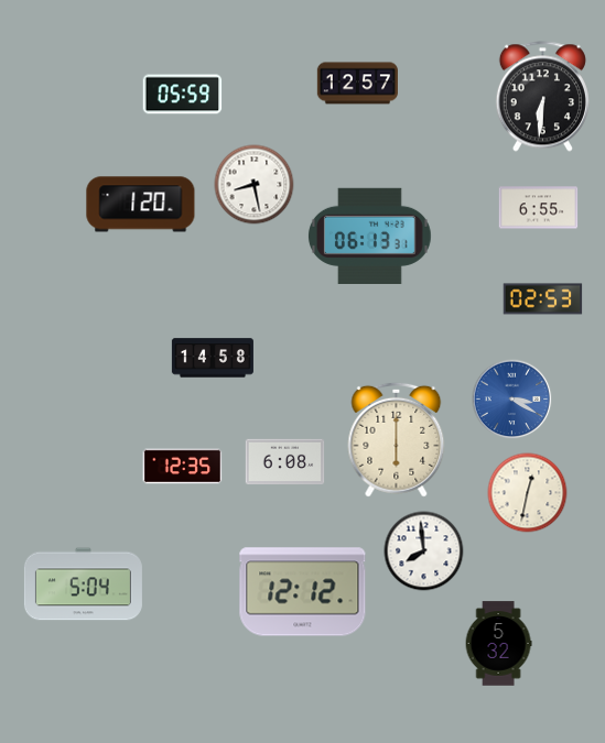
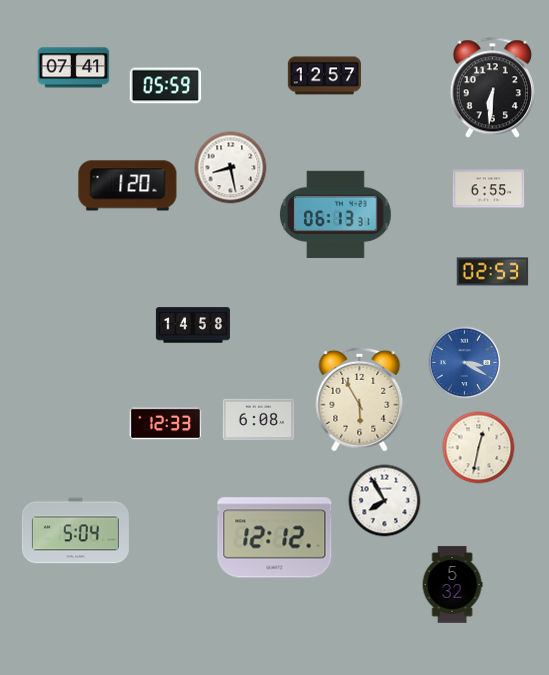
clock at (74, 68): none -> 07:41
clock at (397, 439): 6:00 -> 5:55
clock at (183, 467): 12:35 -> 12:33
clock at (424, 551): 7:59 -> 7:55
